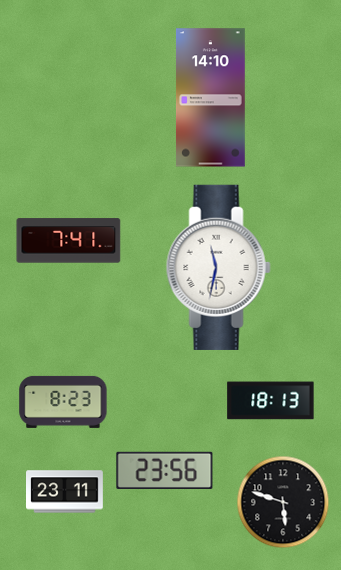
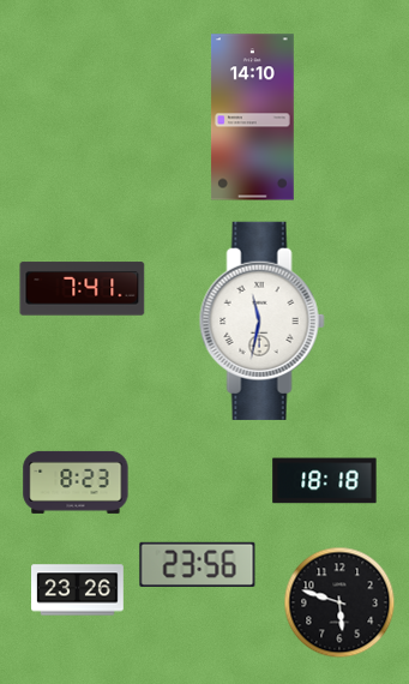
clock at (271, 401): 18:13 -> 18:18
clock at (65, 492): 23:11 -> 23:26
